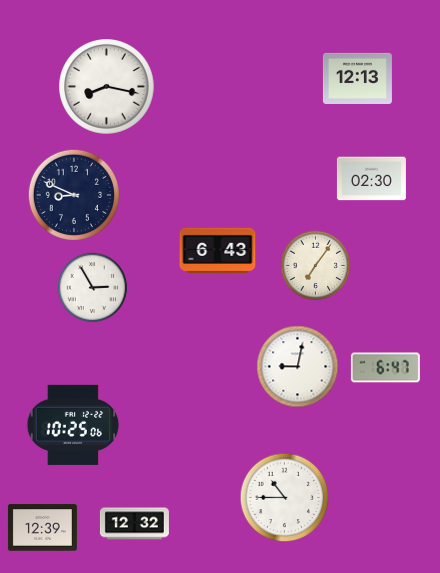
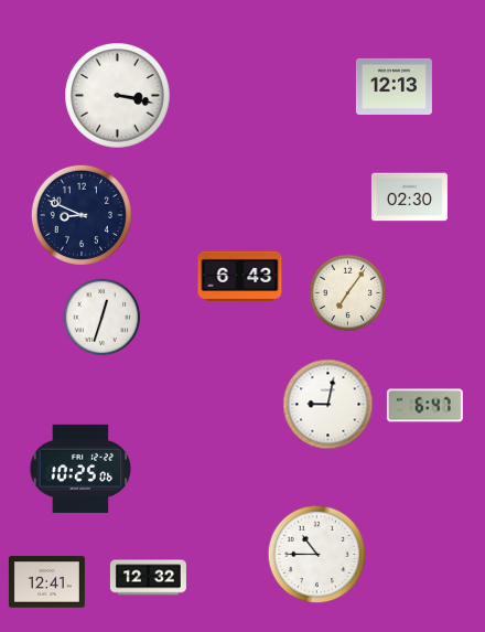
clock at (107, 87): 8:17 -> 3:17
clock at (93, 288): 2:55 -> 12:33
clock at (285, 498) position: (285, 498) -> (317, 555)
clock at (42, 528): 12:39 -> 12:41
